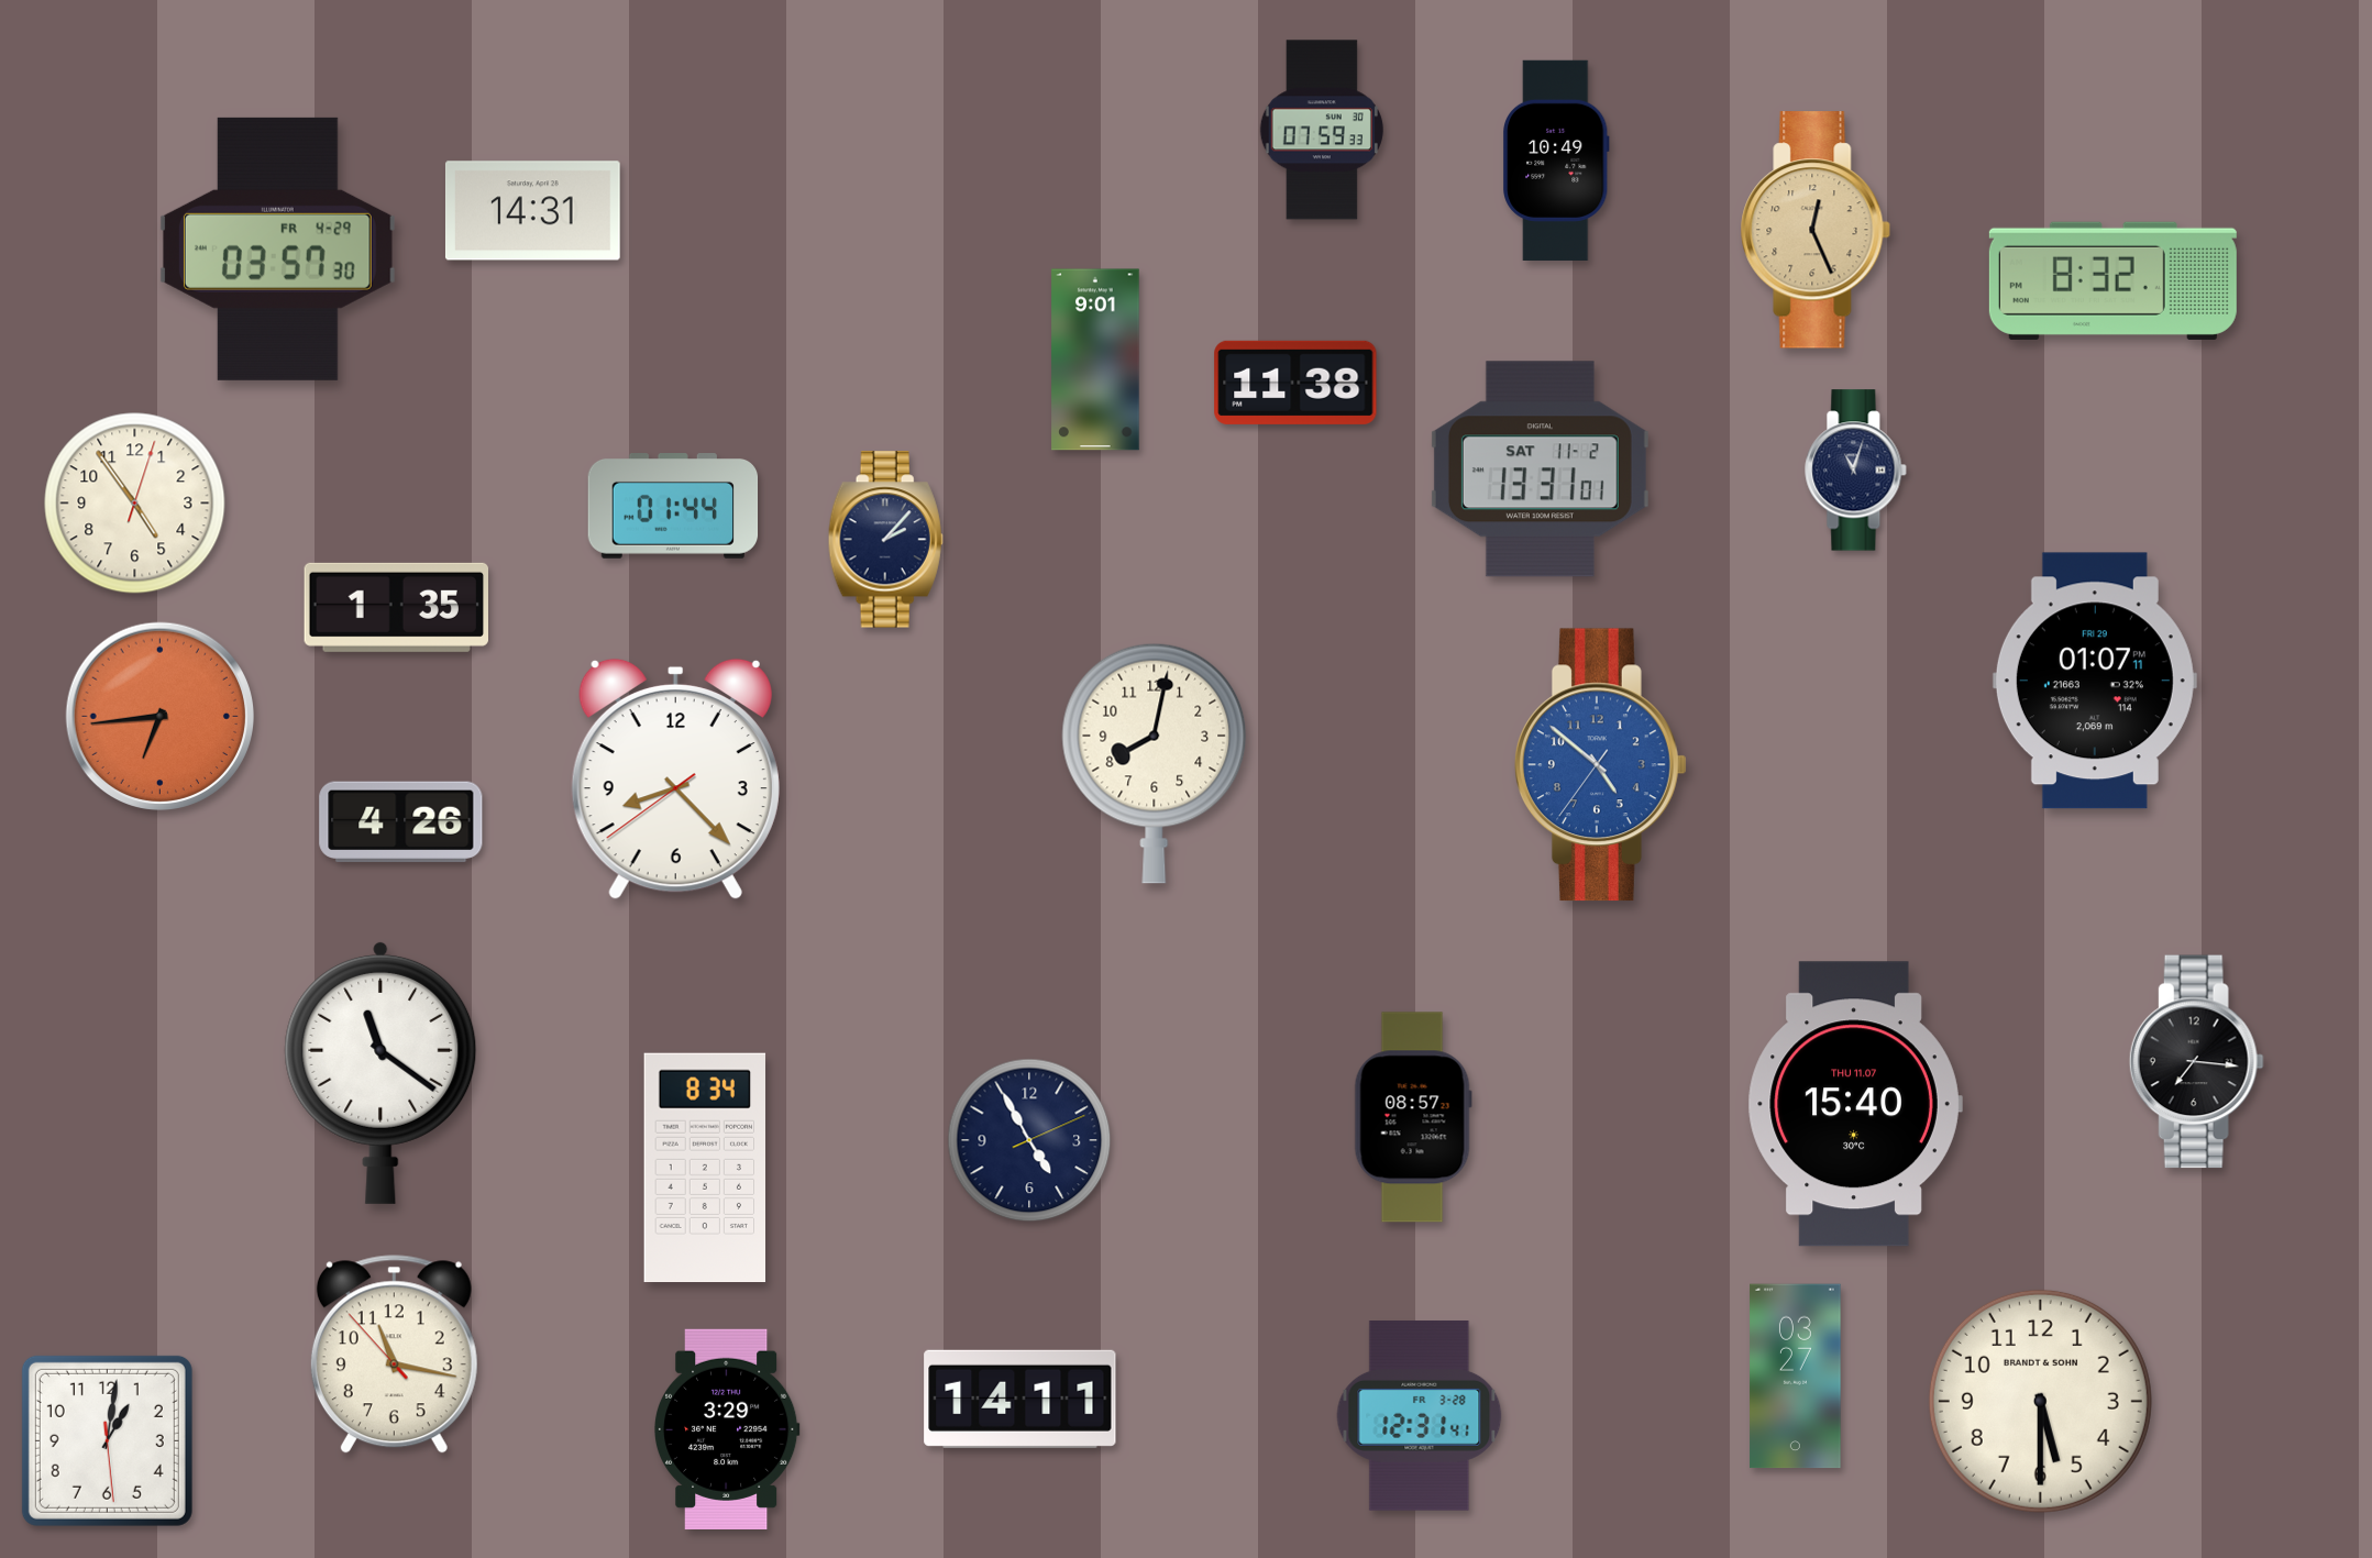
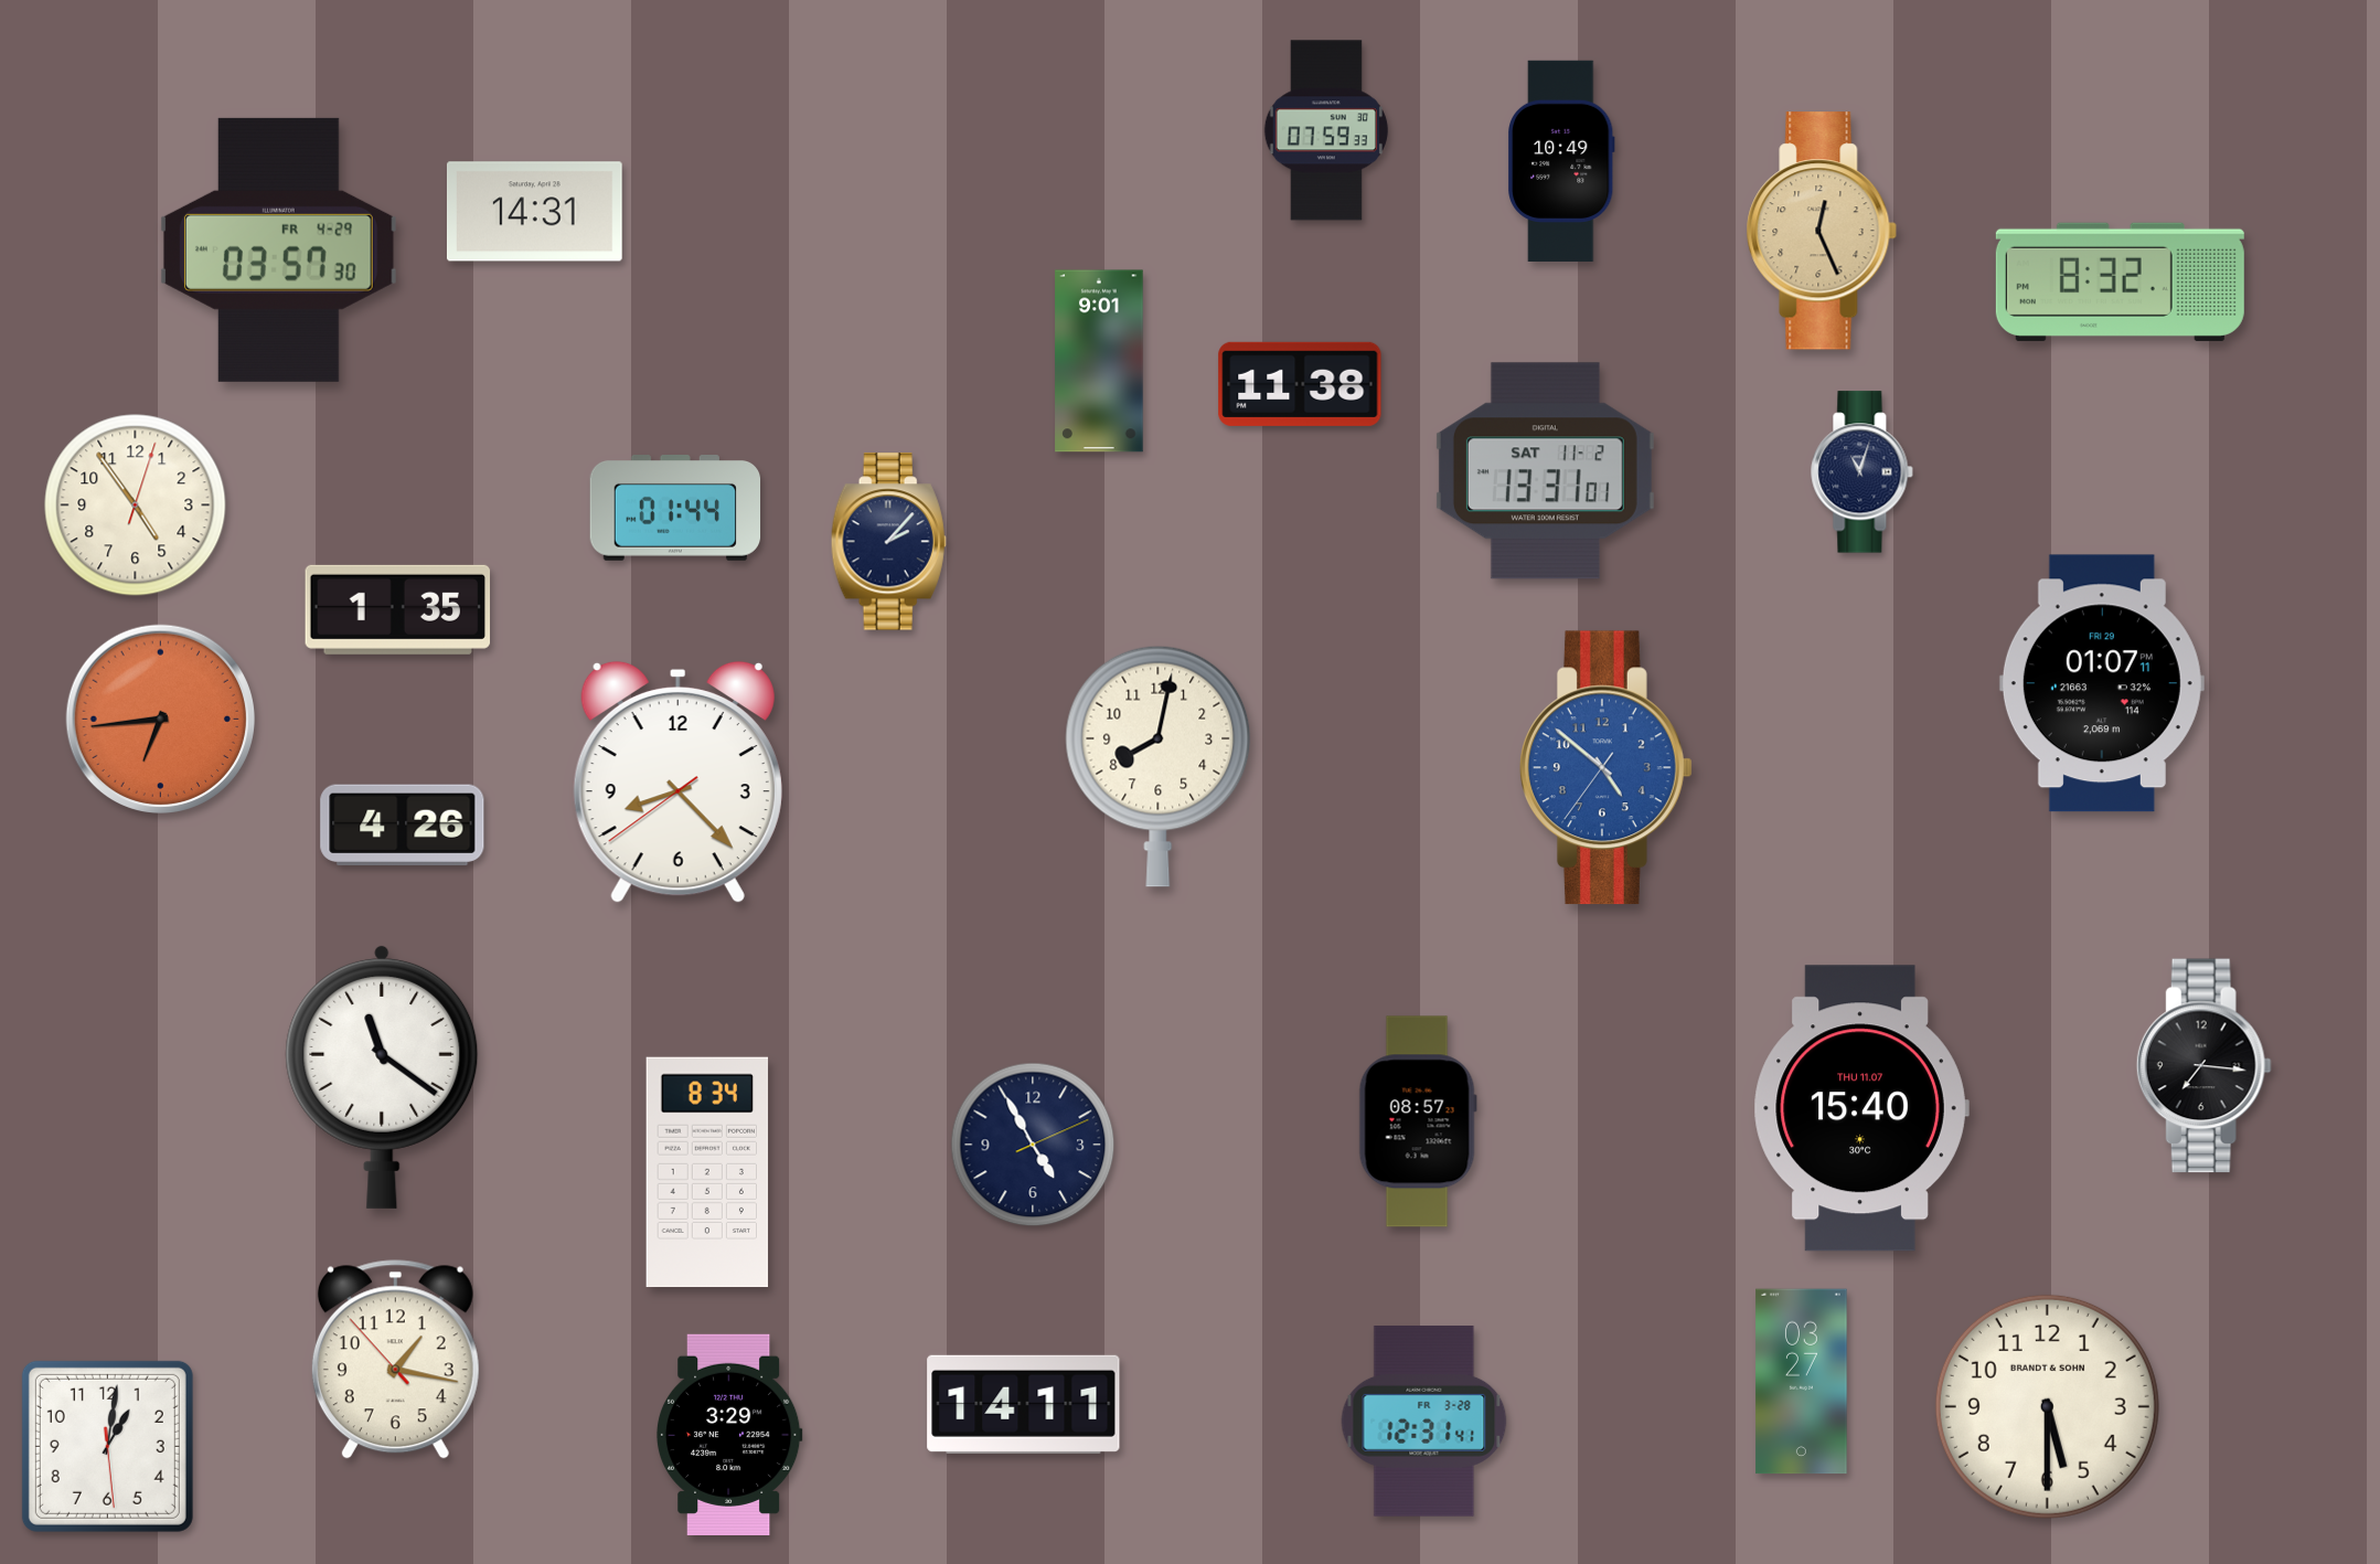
clock at (394, 1355): 11:16 -> 1:16
